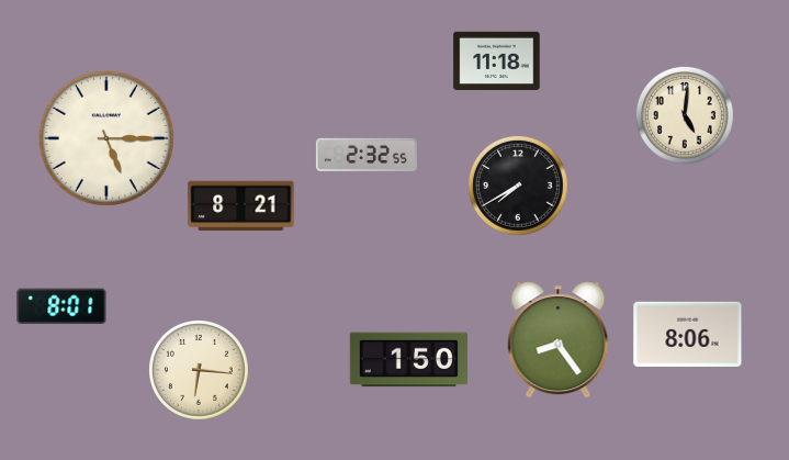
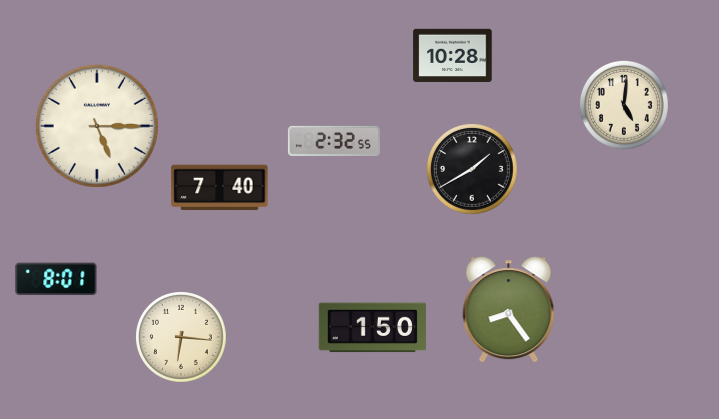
clock at (497, 61): 11:18 -> 10:28
clock at (519, 187): 7:40 -> 1:40
clock at (241, 206): 8:21 -> 7:40
clock at (688, 334): 8:06 -> none
